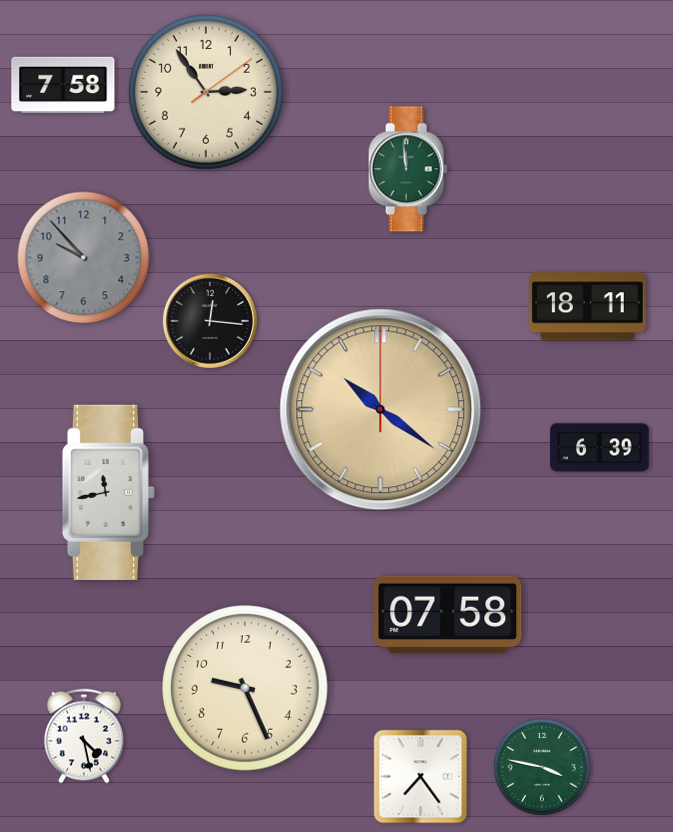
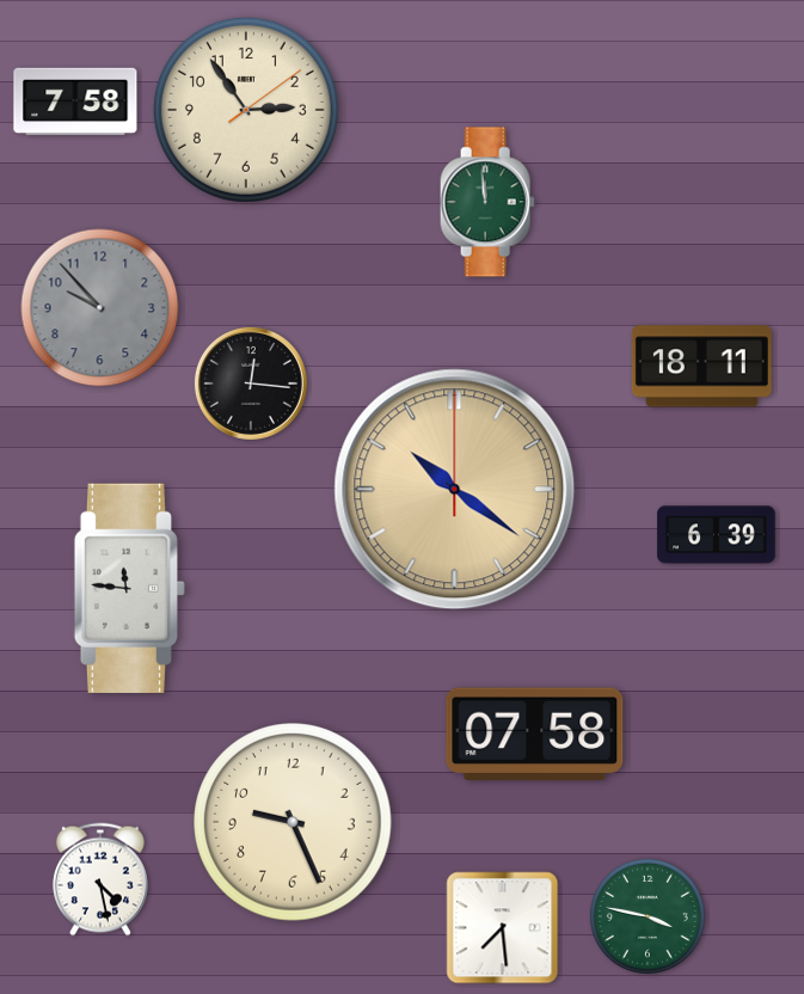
clock at (108, 492): 11:43 -> 11:46
clock at (421, 777): 7:24 -> 7:29
